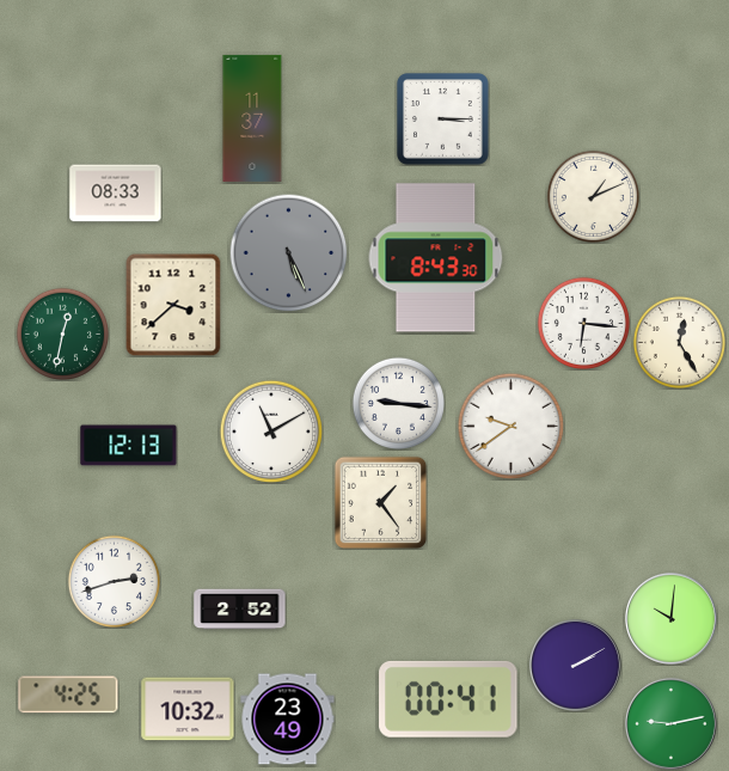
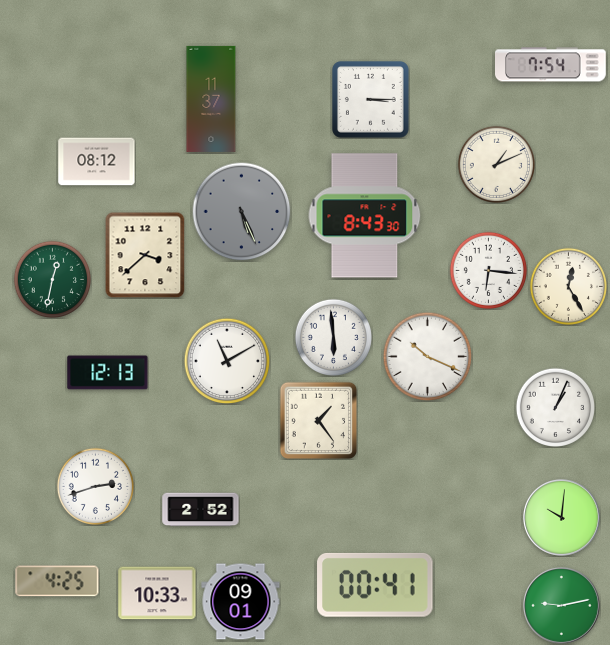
clock at (551, 65): none -> 7:54
clock at (116, 194): 08:33 -> 08:12
clock at (398, 403): 9:16 -> 5:59
clock at (510, 426): 9:39 -> 10:19
clock at (555, 407): none -> 1:04
clock at (575, 665): 2:10 -> none
clock at (188, 709): 10:32 -> 10:33
clock at (288, 720): 23:49 -> 09:01
